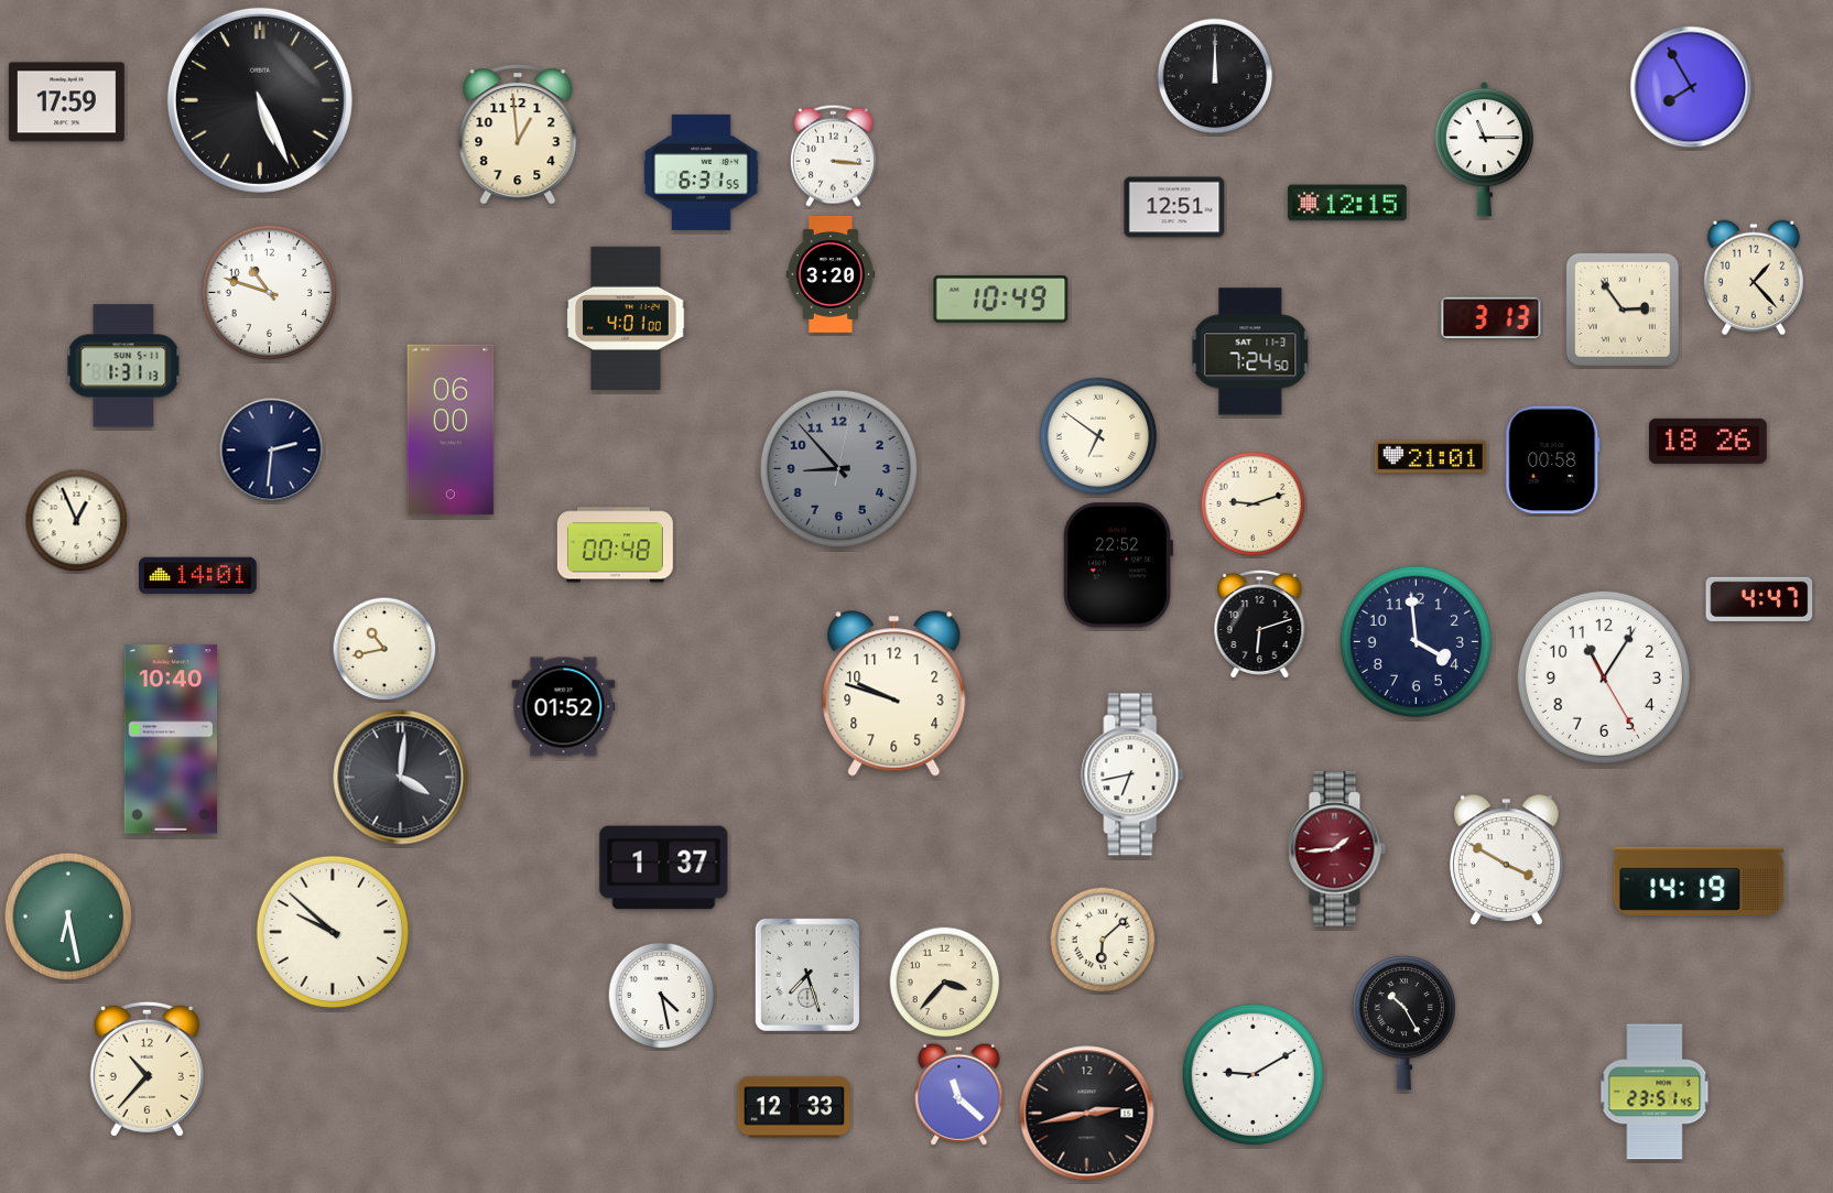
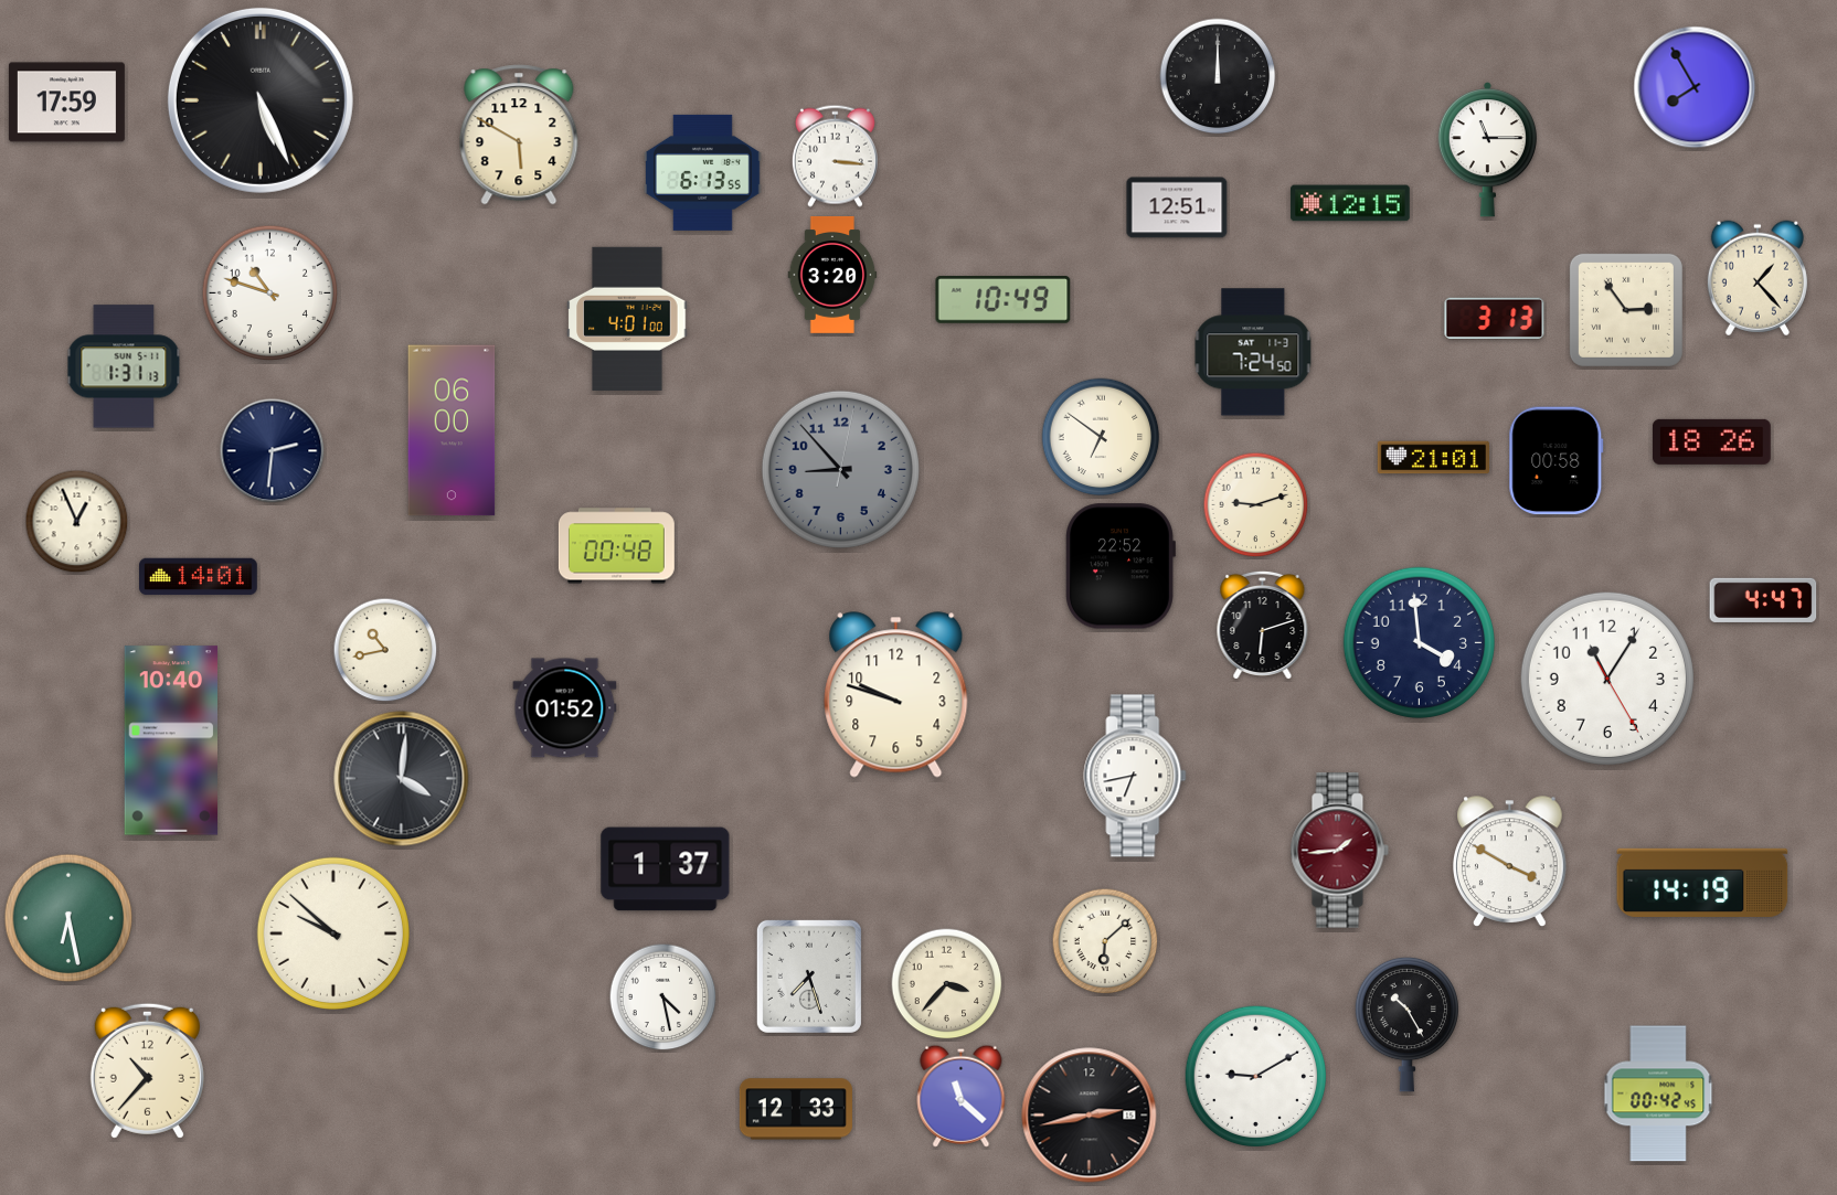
clock at (518, 134): 12:59 -> 5:50
clock at (702, 172): 6:31 -> 6:13
clock at (1655, 1092): 23:51 -> 00:42
